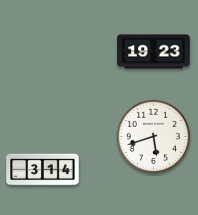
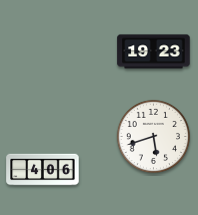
clock at (43, 170): 3:14 -> 4:06
